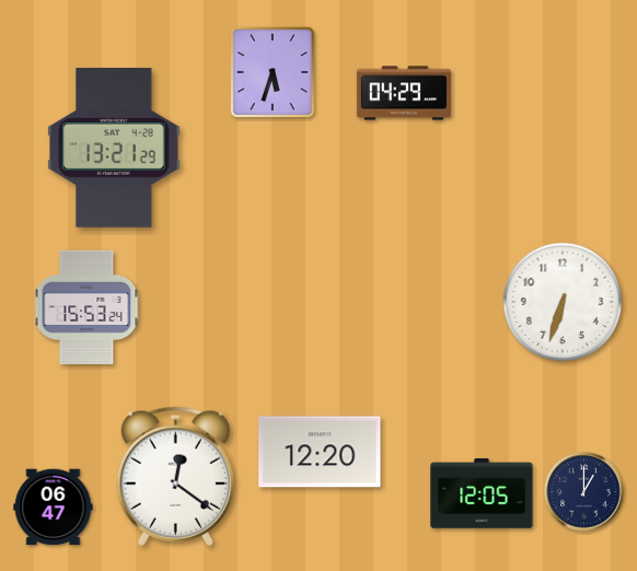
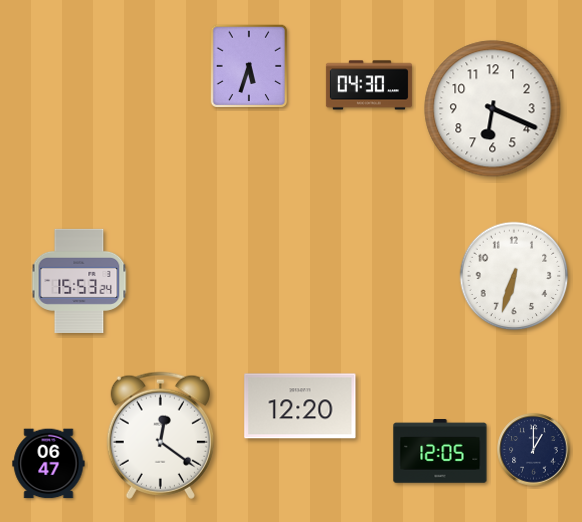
clock at (404, 93): 04:29 -> 04:30
clock at (493, 109): none -> 6:19
clock at (114, 149): 13:21 -> none
clock at (320, 452) position: (320, 452) -> (300, 406)
